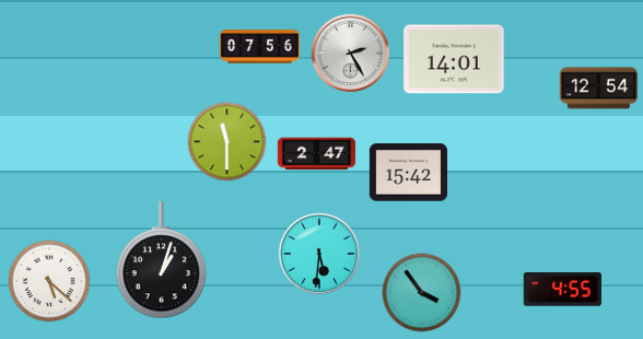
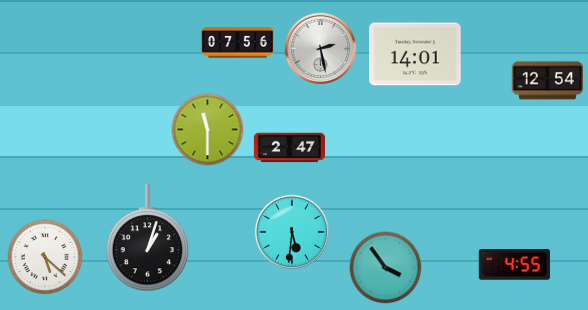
clock at (351, 54): 2:25 -> 2:28
clock at (317, 154) position: (317, 154) -> (290, 148)
clock at (408, 173): 15:42 -> none
